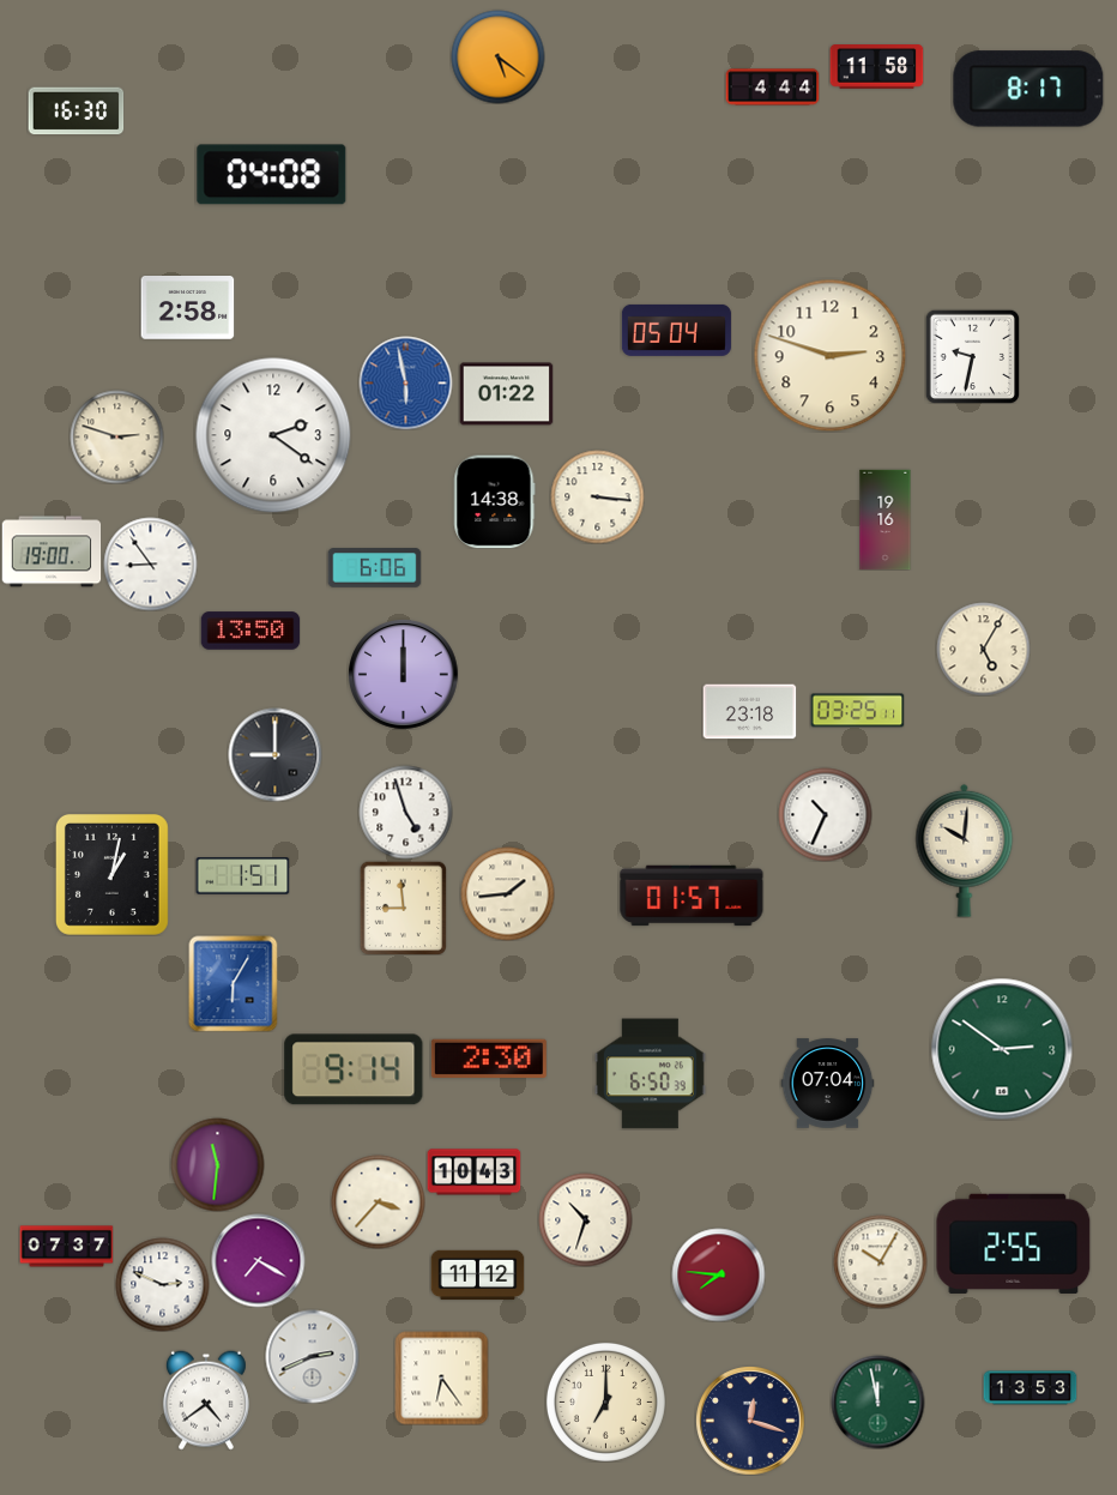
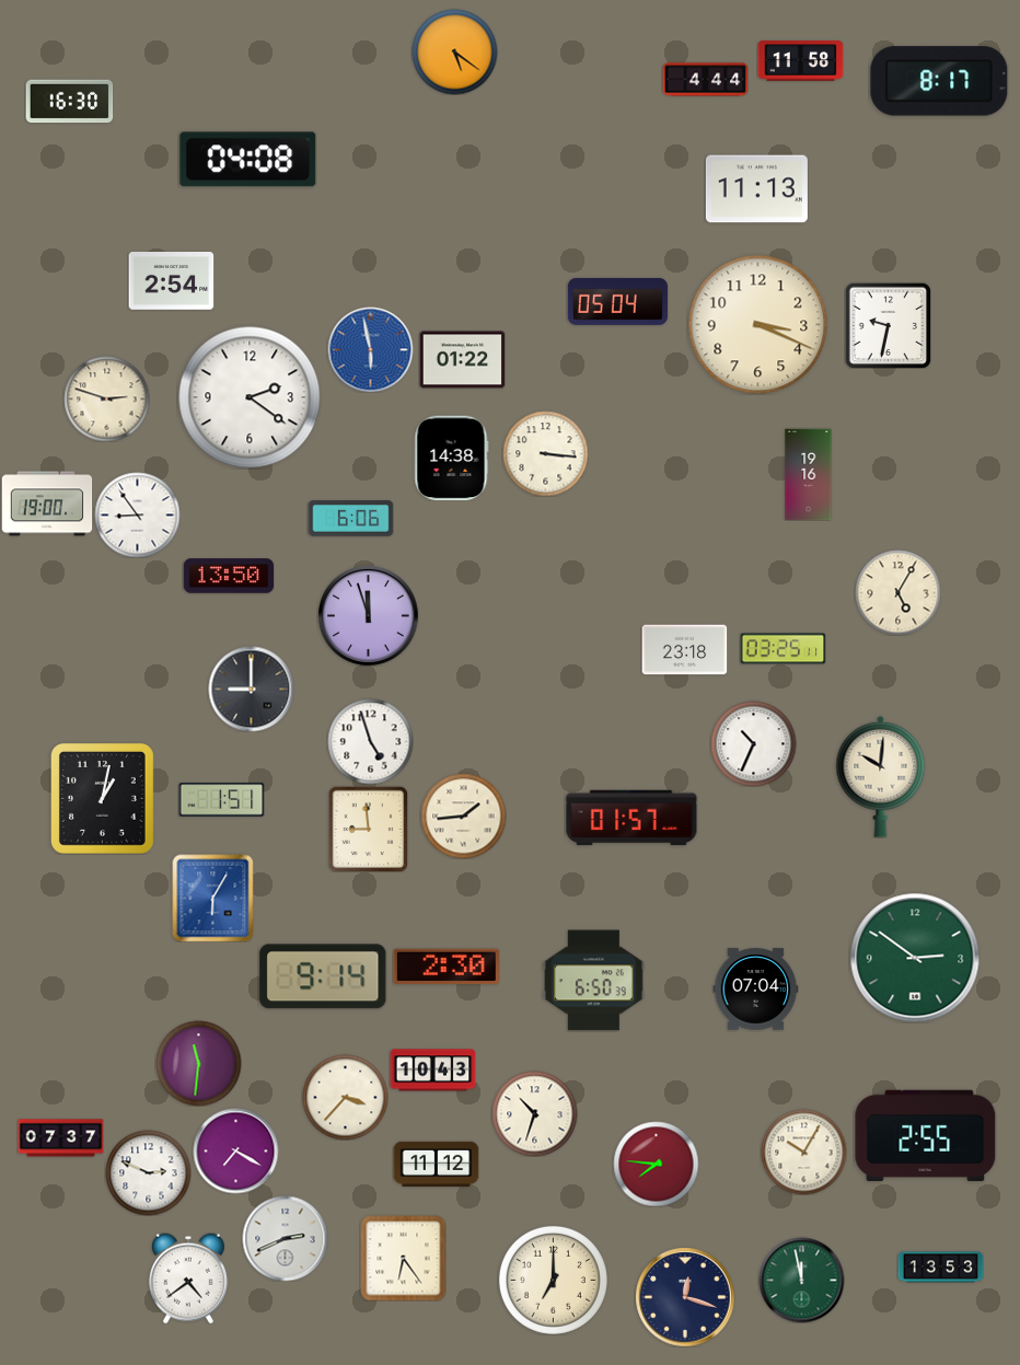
clock at (756, 189): none -> 11:13
clock at (187, 308): 2:58 -> 2:54
clock at (829, 355): 2:48 -> 3:19
clock at (374, 568) position: (374, 568) -> (350, 519)
clock at (403, 674): 12:00 -> 11:57
